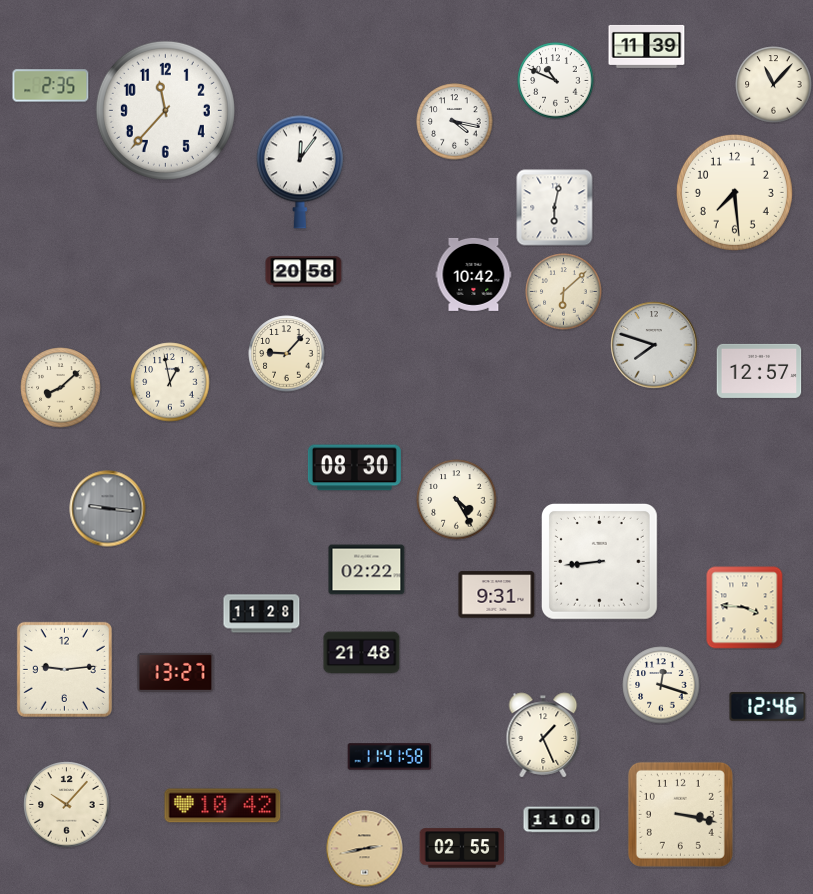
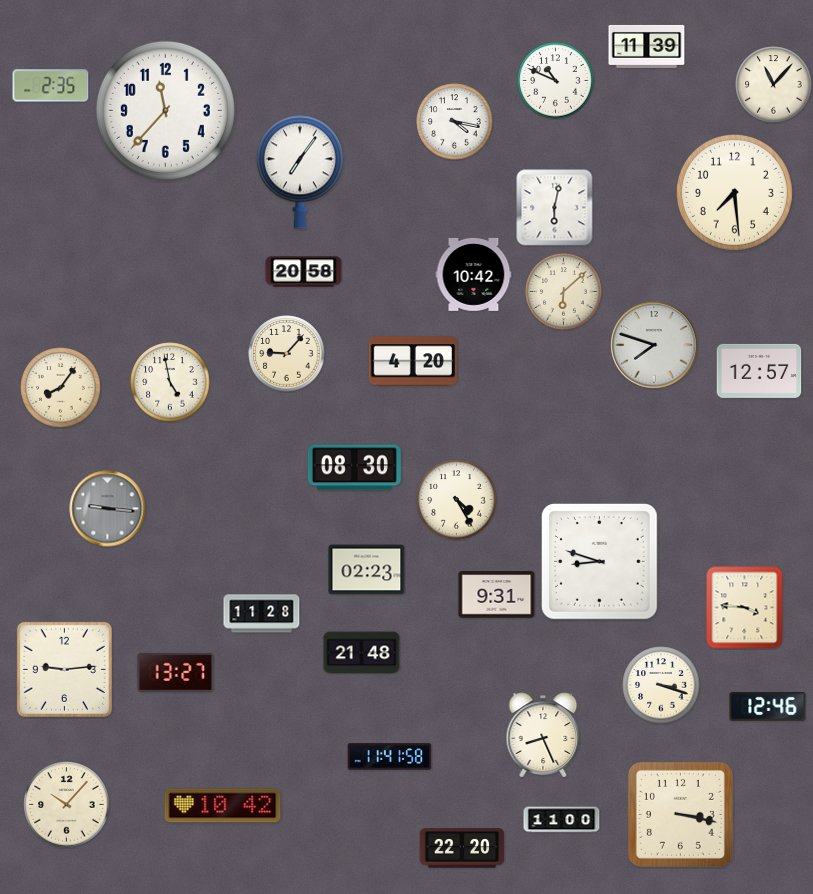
clock at (300, 172): 12:06 -> 7:06
clock at (413, 361): none -> 4:20
clock at (170, 382): 12:58 -> 4:58
clock at (61, 388): 8:08 -> 8:06
clock at (599, 561): 8:44 -> 8:48
clock at (367, 570): 02:22 -> 02:23
clock at (661, 685): 12:18 -> 3:18
clock at (543, 735): 1:26 -> 8:26
clock at (462, 848): 02:55 -> 22:20
clock at (365, 849): 2:43 -> none
